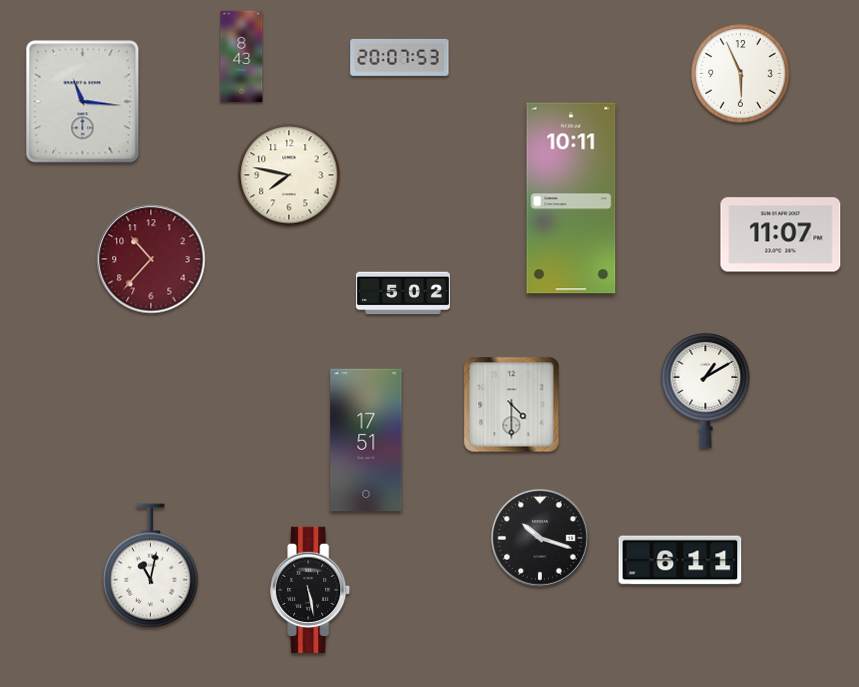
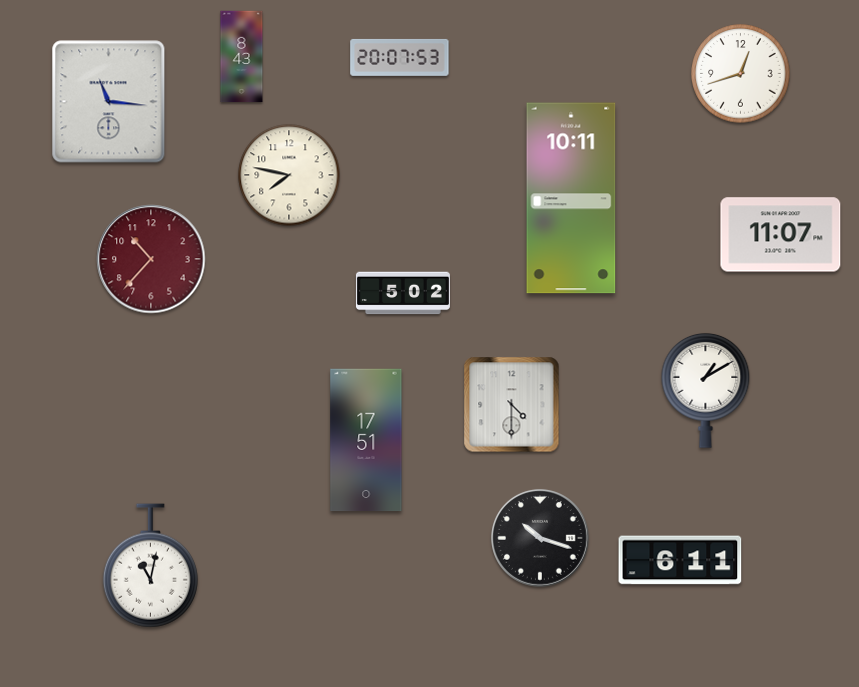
clock at (741, 74): 5:56 -> 12:42
clock at (83, 102) position: (83, 102) -> (109, 102)
clock at (311, 590): 5:28 -> none
